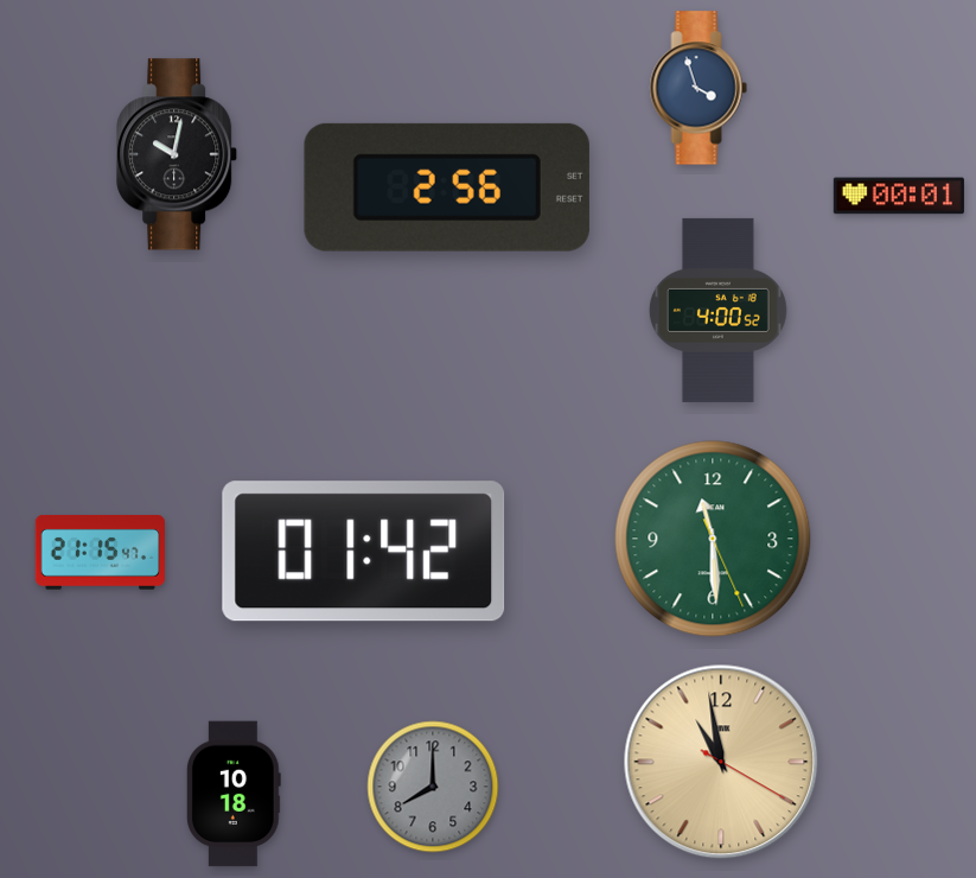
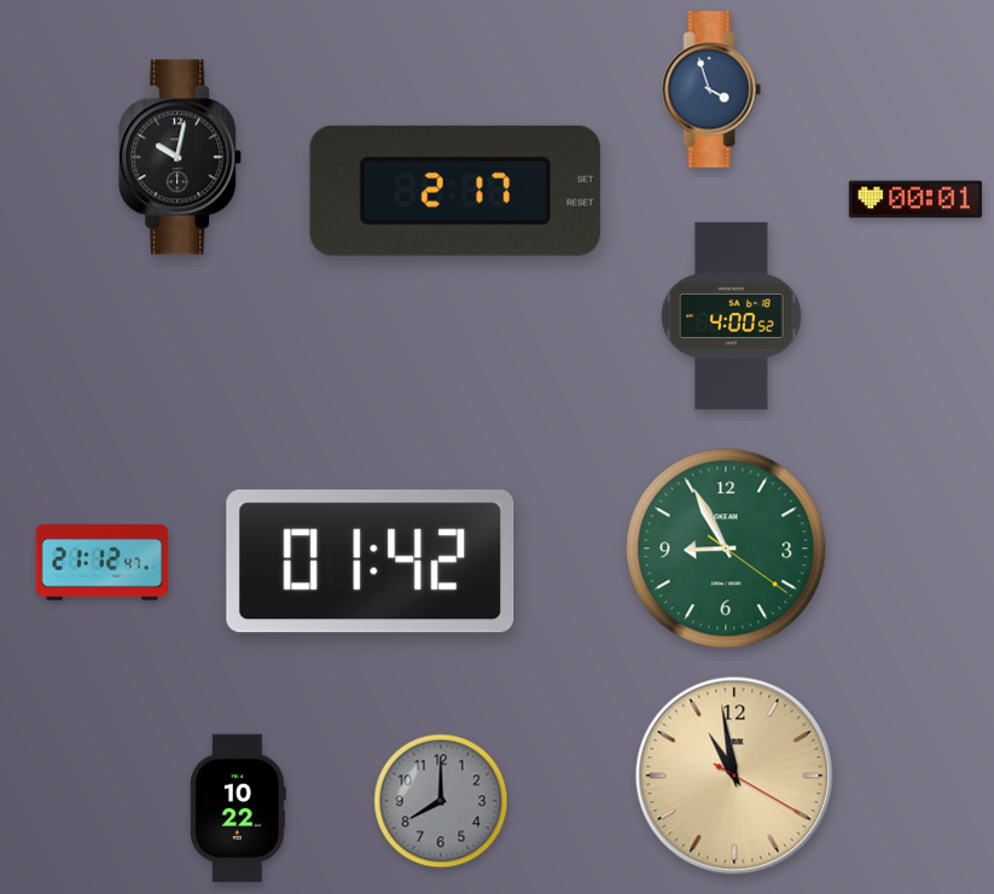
clock at (447, 187): 2:56 -> 2:17
clock at (713, 539): 11:29 -> 8:55
clock at (100, 553): 21:15 -> 21:12
clock at (234, 794): 10:18 -> 10:22
